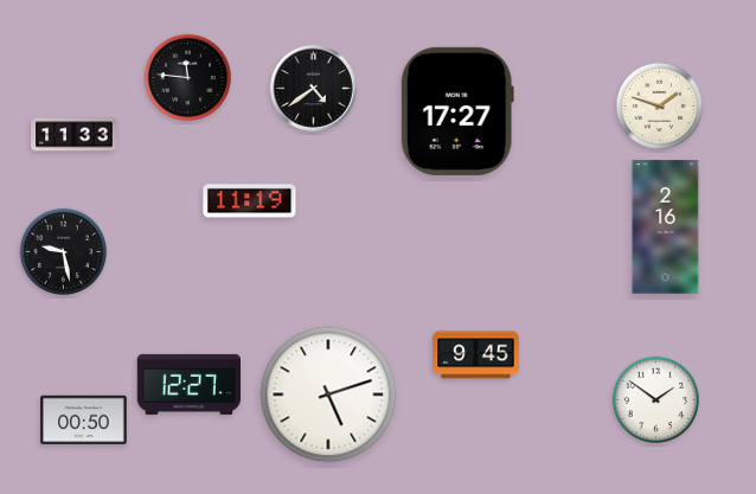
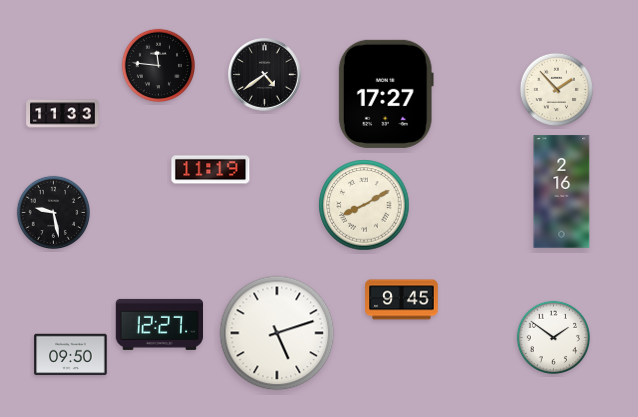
clock at (660, 107): 1:48 -> 1:53
clock at (364, 205): none -> 8:10
clock at (84, 421): 00:50 -> 09:50
